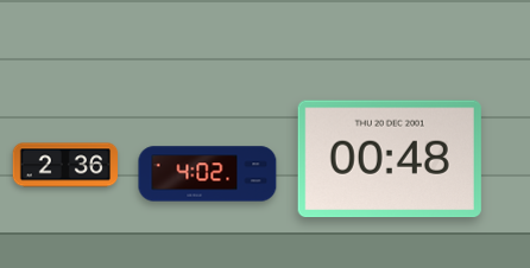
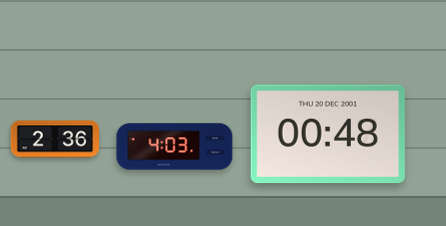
clock at (208, 174): 4:02 -> 4:03
